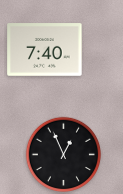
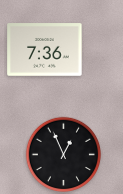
clock at (45, 50): 7:40 -> 7:36
